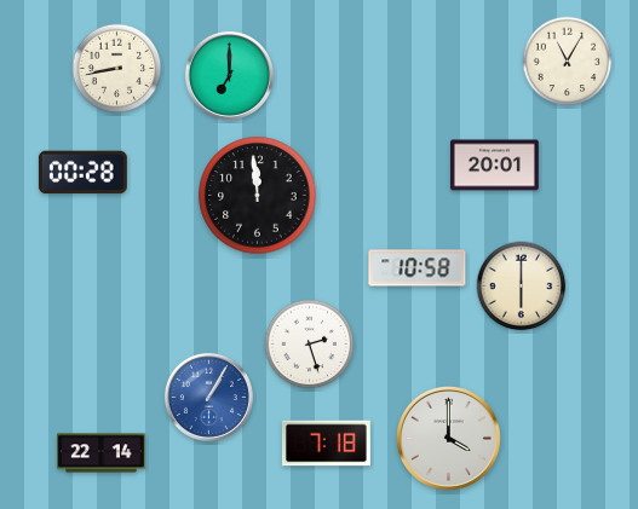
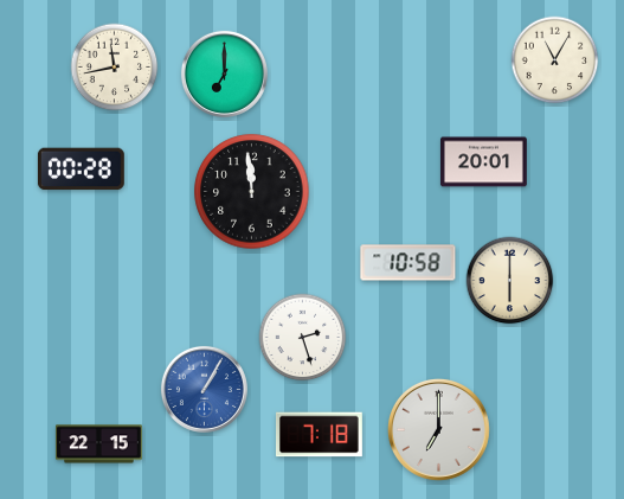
clock at (117, 69): 8:43 -> 11:43
clock at (448, 438): 4:00 -> 7:00
clock at (100, 453): 22:14 -> 22:15
